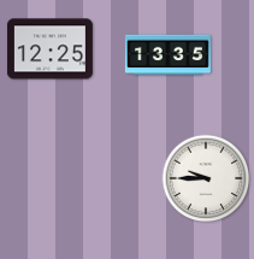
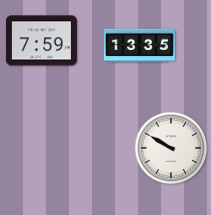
clock at (49, 49): 12:25 -> 7:59
clock at (206, 178): 9:45 -> 9:50
